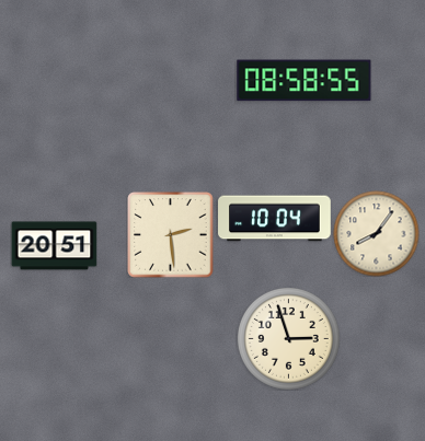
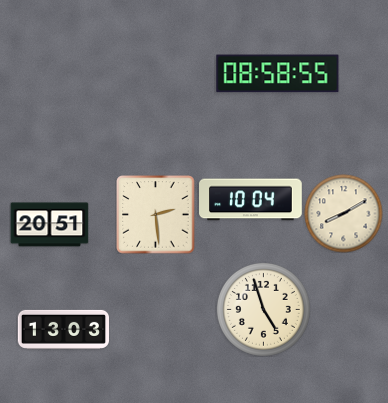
clock at (376, 233): 8:06 -> 8:10
clock at (288, 338): 2:57 -> 4:57
clock at (63, 329): none -> 13:03
